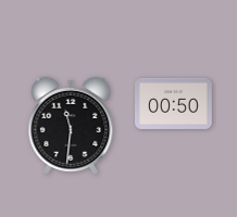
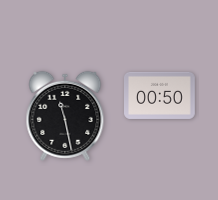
clock at (71, 126): 11:31 -> 11:28
